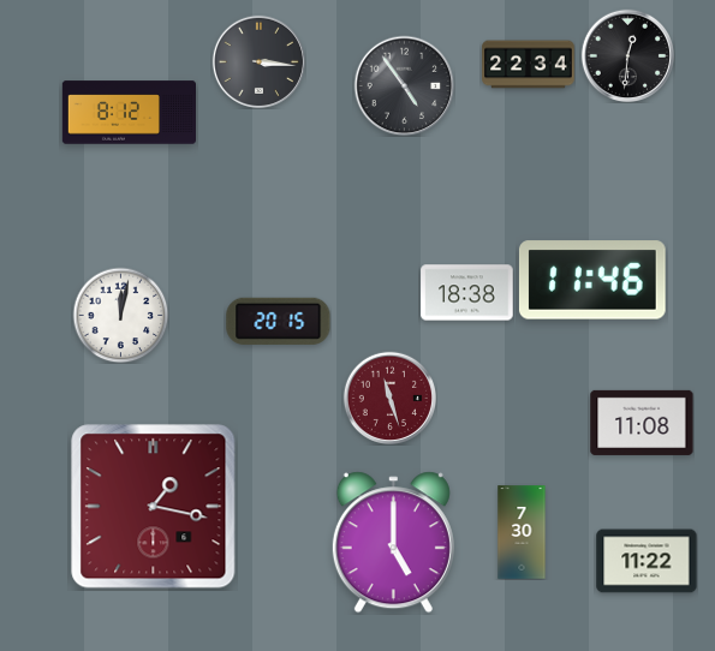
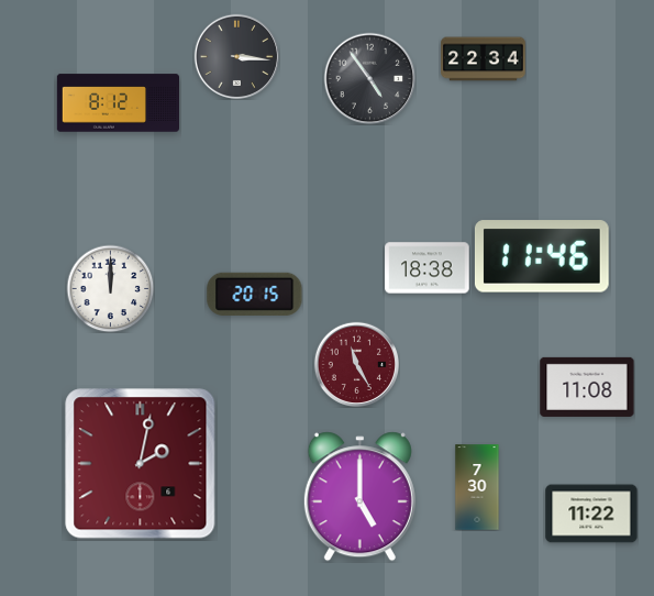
clock at (627, 55): 12:31 -> none
clock at (120, 315): 12:02 -> 12:00
clock at (389, 398): 11:27 -> 11:25
clock at (154, 507): 1:17 -> 2:02
